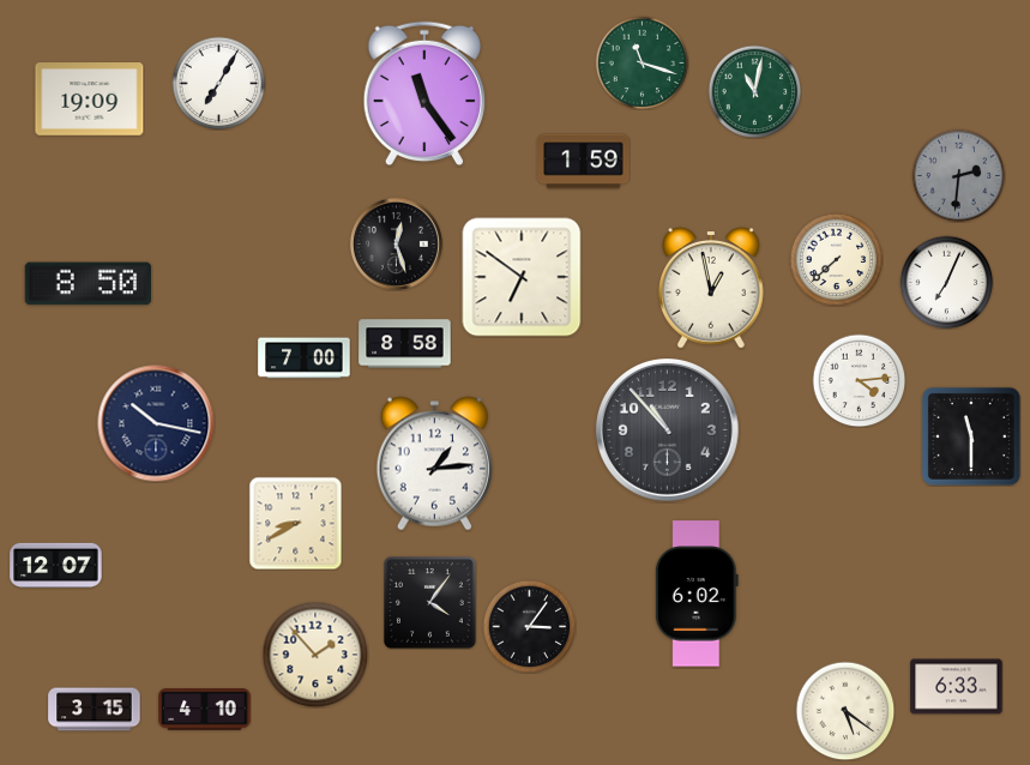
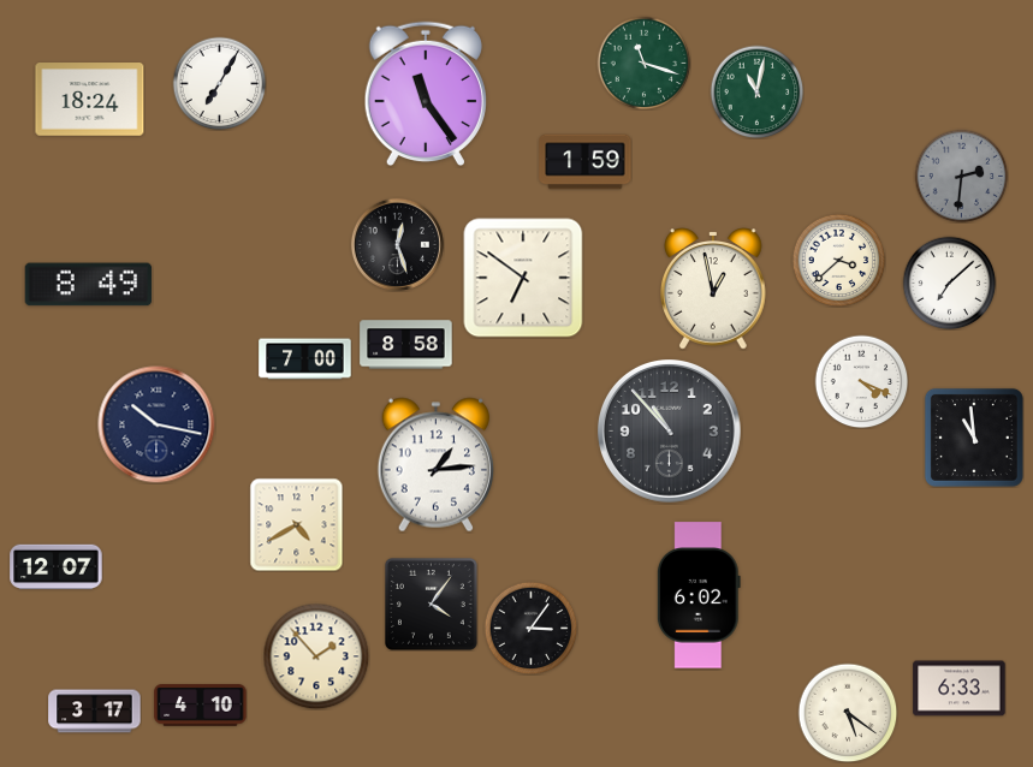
clock at (90, 100): 19:09 -> 18:24
clock at (836, 259): 7:38 -> 3:38
clock at (946, 282): 7:04 -> 7:08
clock at (89, 284): 8:50 -> 8:49
clock at (859, 380): 4:14 -> 4:19
clock at (971, 436): 11:30 -> 10:59
clock at (295, 523): 8:40 -> 4:40
clock at (95, 710): 3:15 -> 3:17
clock at (205, 710) position: (205, 710) -> (201, 706)
